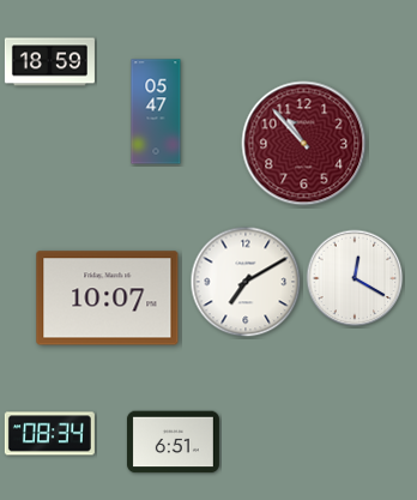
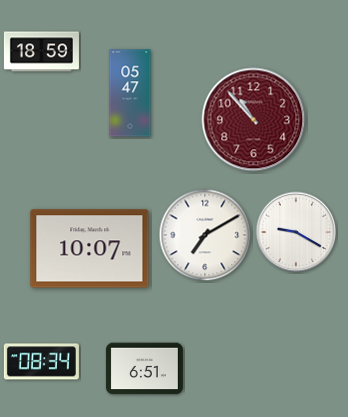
clock at (355, 278): 12:20 -> 9:20
